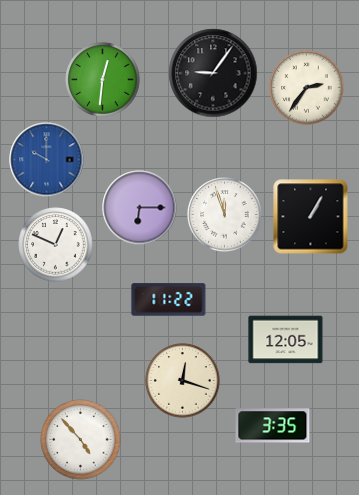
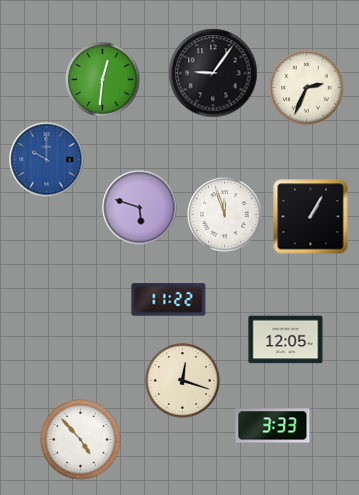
clock at (307, 88): 2:36 -> 2:34
clock at (140, 208): 6:15 -> 5:48
clock at (56, 245): 12:49 -> none
clock at (273, 426): 3:35 -> 3:33
